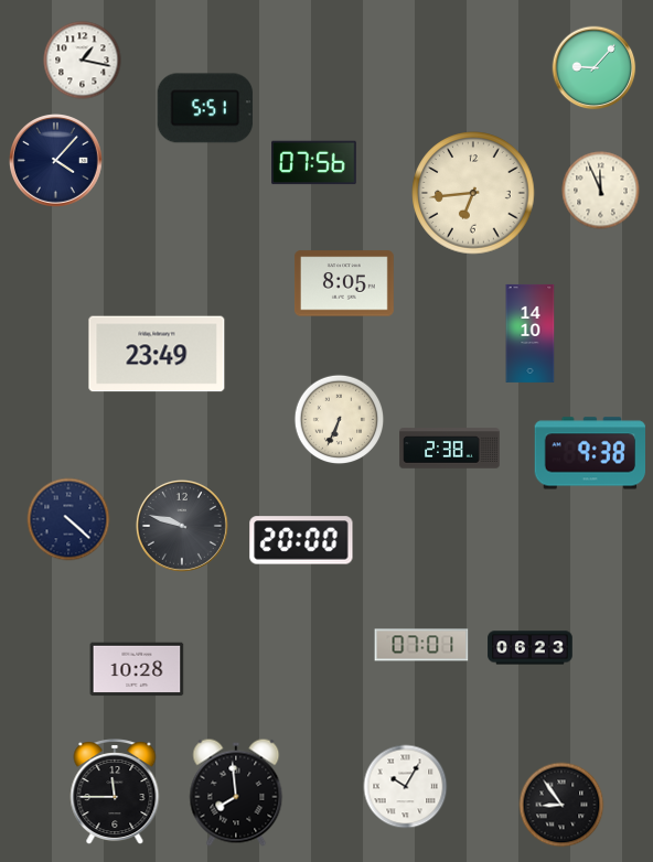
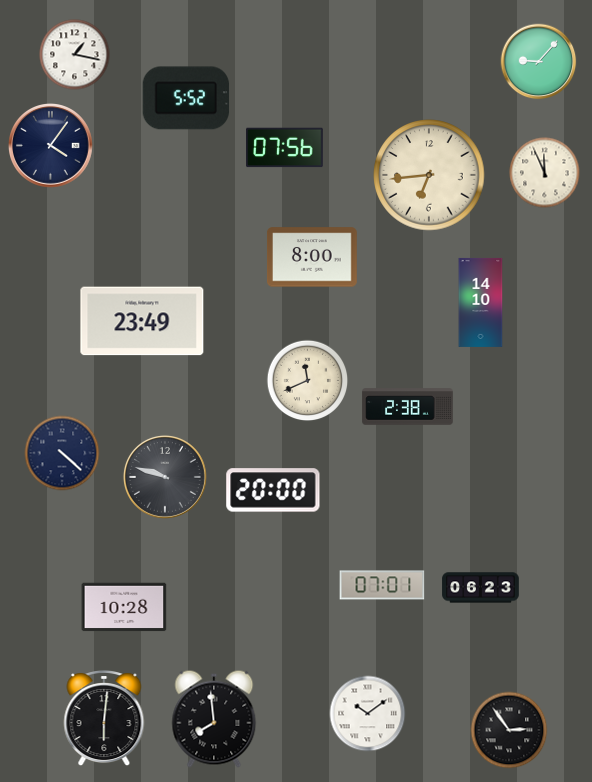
clock at (205, 108): 5:51 -> 5:52
clock at (56, 161): 4:07 -> 4:06
clock at (344, 283): 8:05 -> 8:00
clock at (340, 420): 6:34 -> 11:41
clock at (589, 453): 9:38 -> none
clock at (68, 519) position: (68, 519) -> (62, 453)
clock at (406, 787): 10:05 -> 10:09
clock at (115, 793): 11:45 -> 6:01
clock at (561, 805): 8:54 -> 2:54
